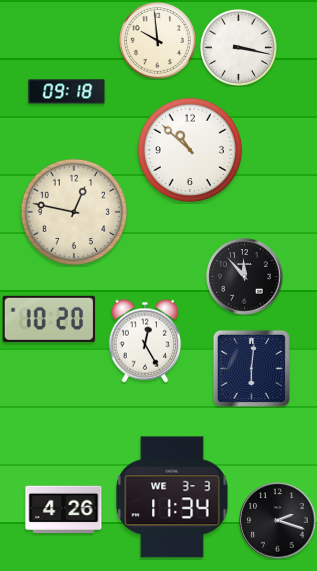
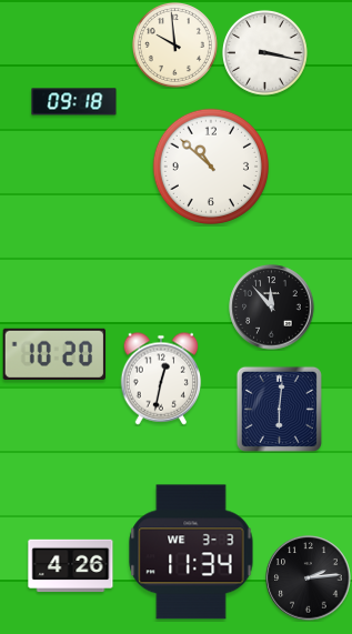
clock at (73, 211): 12:47 -> none
clock at (145, 341): 12:25 -> 12:32
clock at (278, 521): 2:18 -> 2:14
